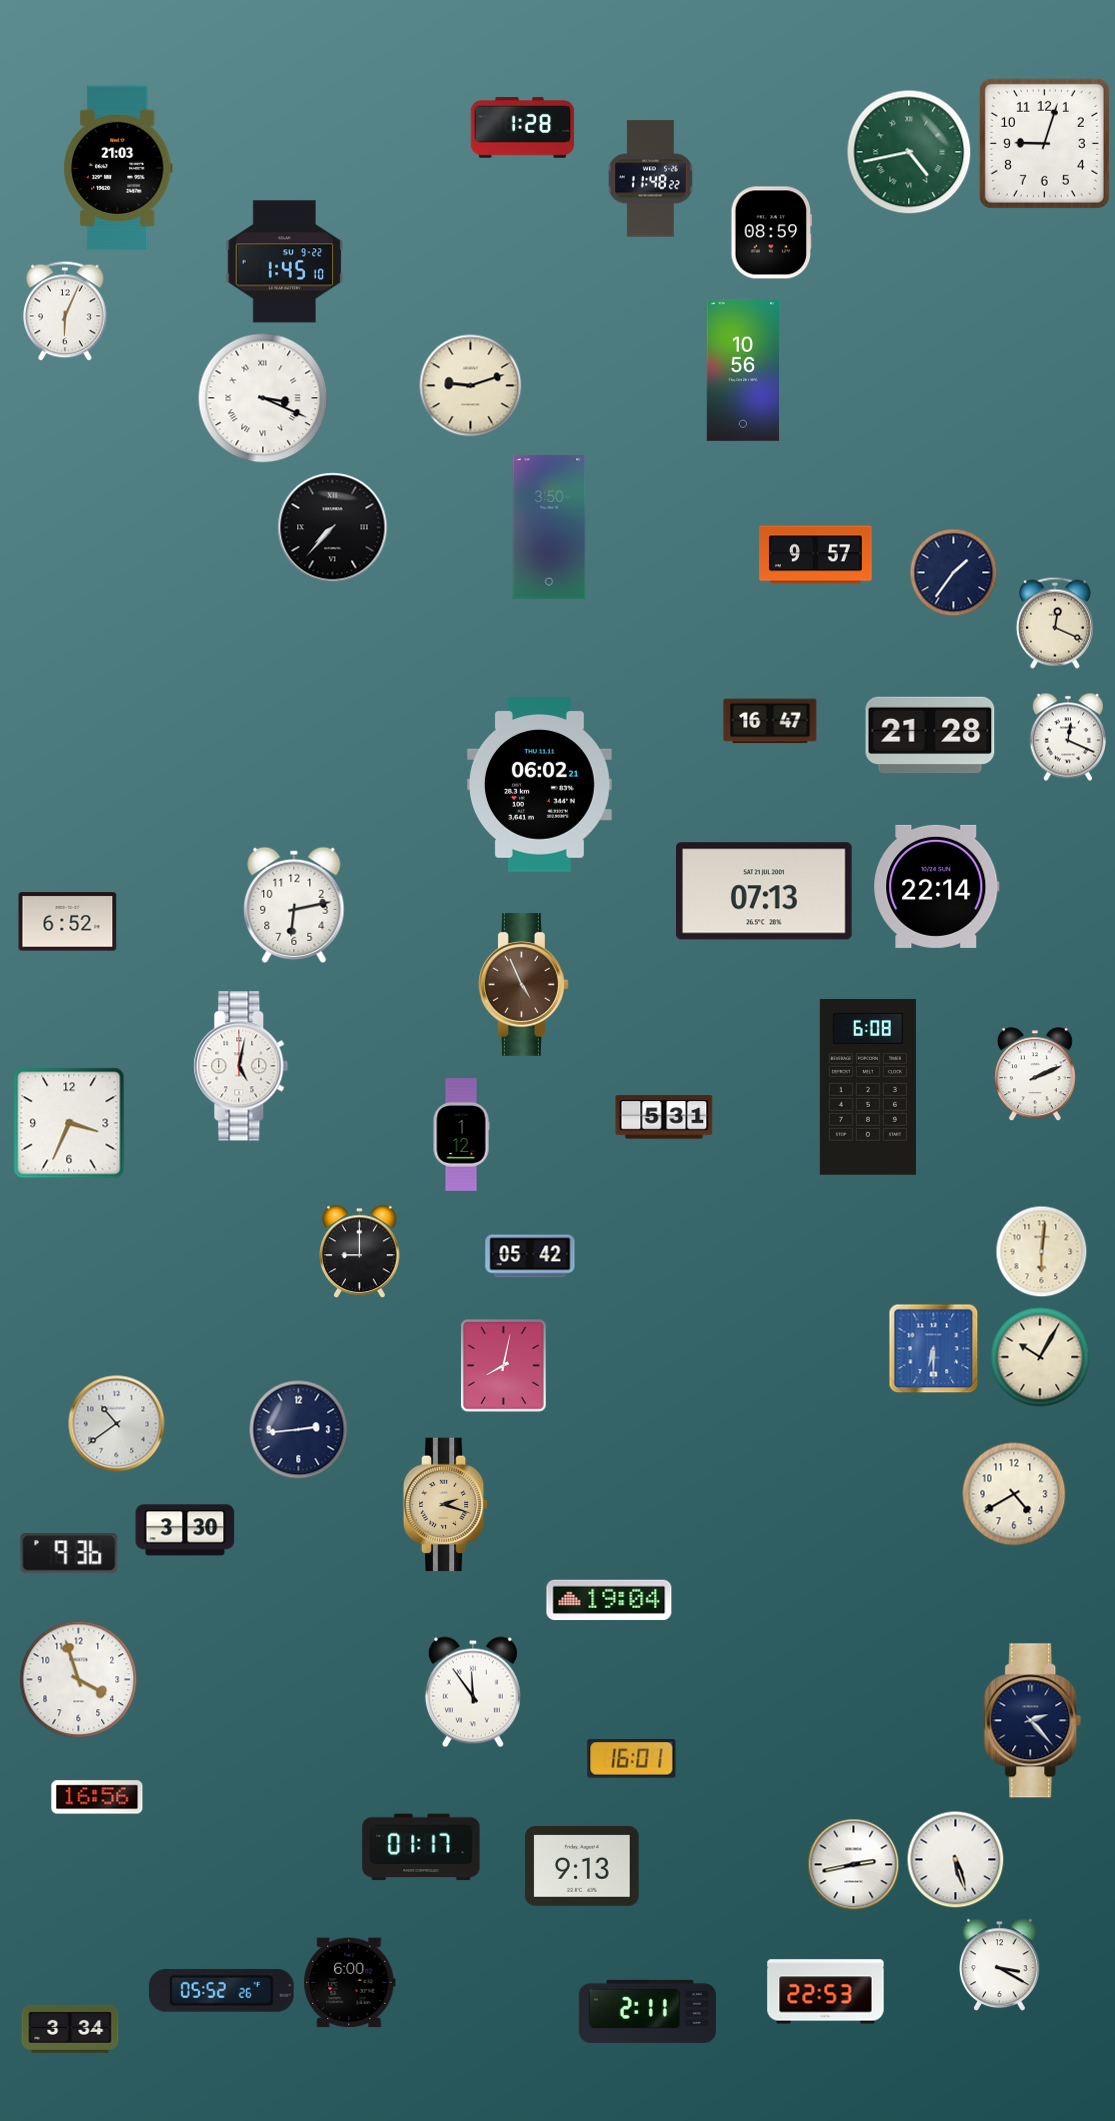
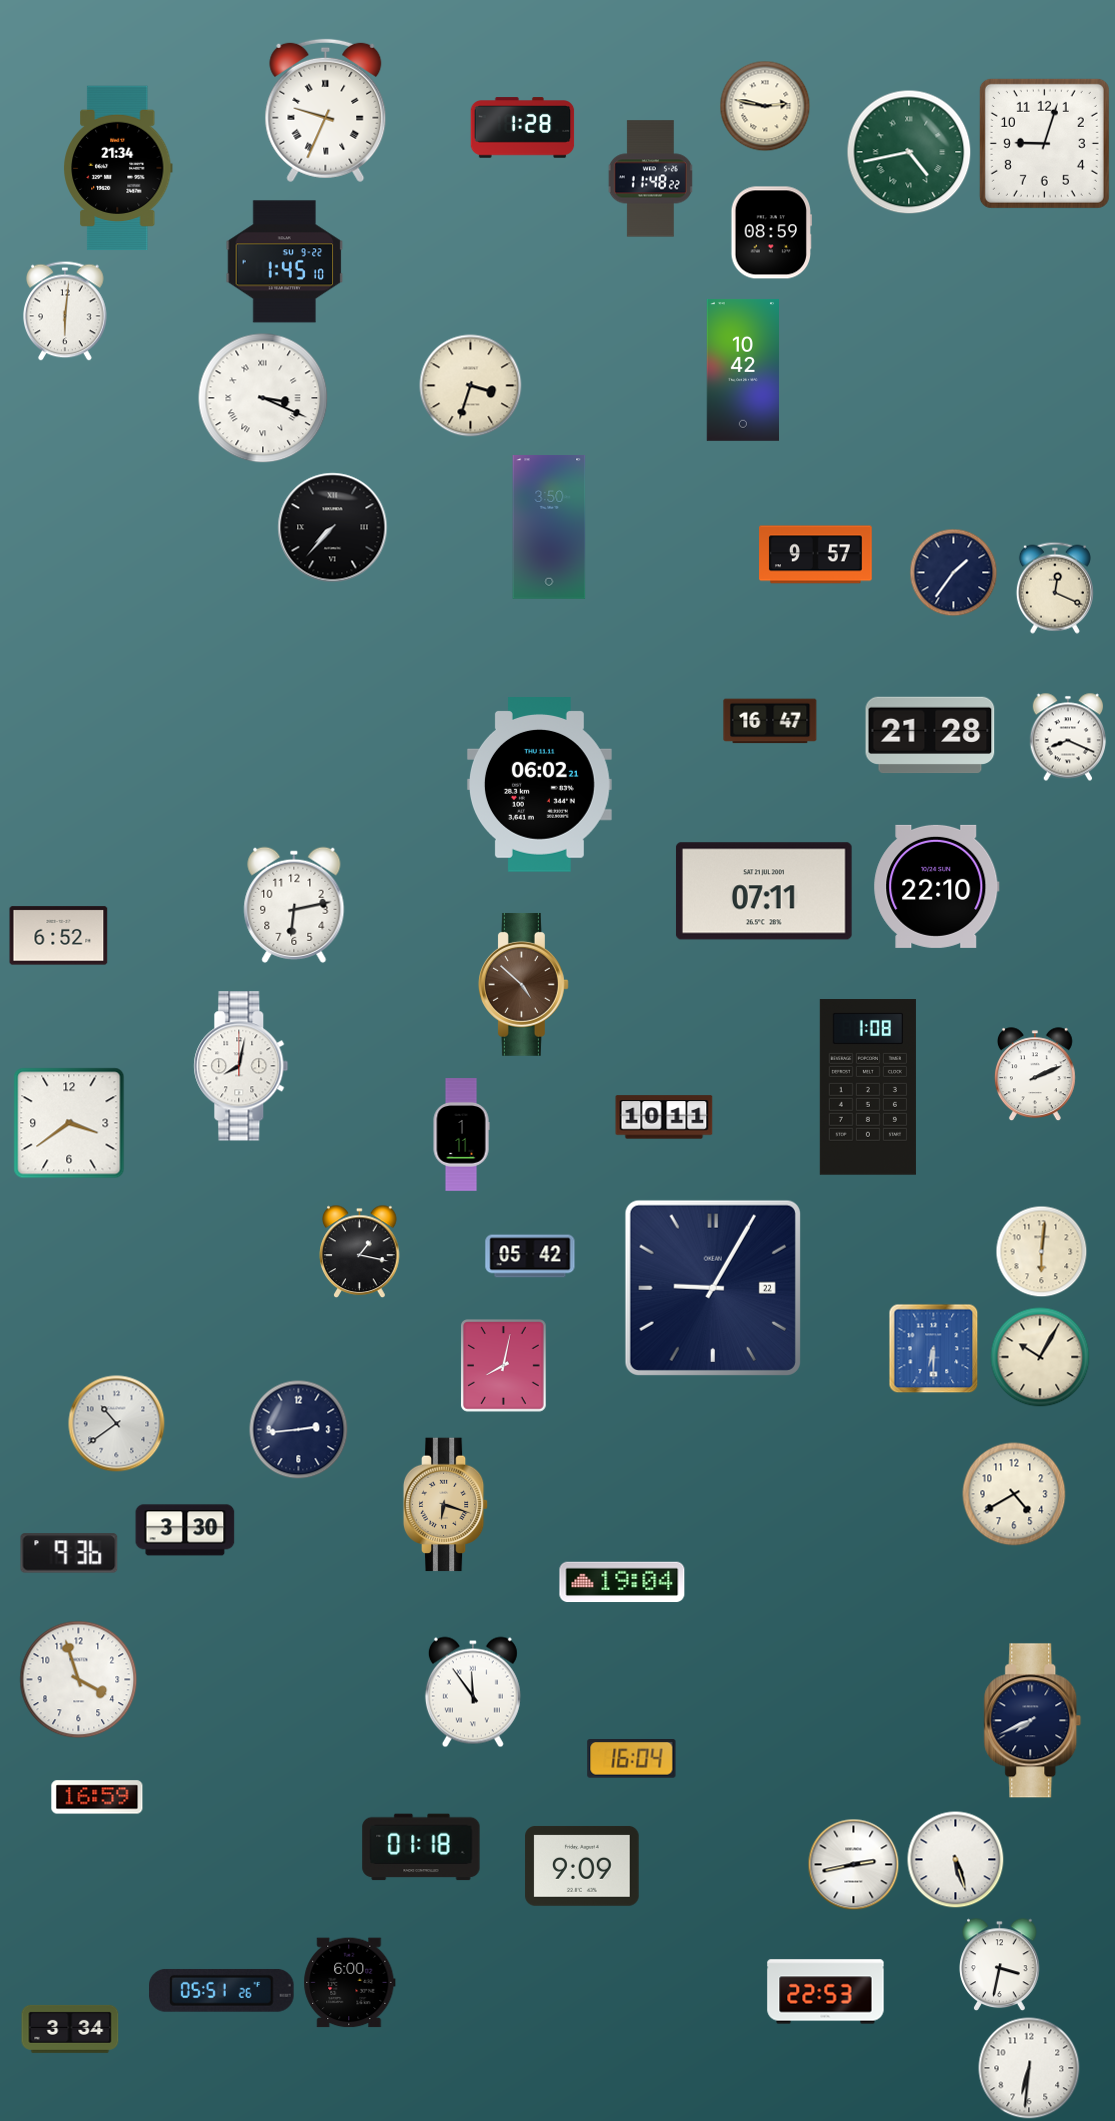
clock at (765, 106): none -> 2:47
clock at (326, 111): none -> 9:34
clock at (119, 168): 21:03 -> 21:34
clock at (66, 311): 6:04 -> 6:01
clock at (742, 370): 10:56 -> 10:42
clock at (471, 386): 9:12 -> 3:33
clock at (1055, 623) position: (1055, 623) -> (1055, 588)
clock at (1068, 737): 12:19 -> 8:19
clock at (937, 886): 22:14 -> 22:10
clock at (764, 891): 07:13 -> 07:11
clock at (68, 922) position: (68, 922) -> (59, 936)
clock at (523, 984): 4:56 -> 4:52
clock at (241, 1066): 5:02 -> 8:02
clock at (868, 1087): 6:08 -> 1:08
clock at (664, 1117): 5:31 -> 10:11
clock at (69, 1123): 3:34 -> 3:39
clock at (461, 1135): 1:12 -> 1:11
clock at (360, 1252): 9:00 -> 1:17
clock at (713, 1288): none -> 9:05
clock at (446, 1505): 2:18 -> 6:18
clock at (609, 1600) position: (609, 1600) -> (622, 1582)
clock at (1033, 1721): 2:23 -> 7:41
clock at (632, 1759): 16:01 -> 16:04
clock at (97, 1797): 16:56 -> 16:59
clock at (421, 1847): 01:17 -> 01:18
clock at (582, 1866): 9:13 -> 9:09
clock at (1000, 1965): 3:20 -> 3:32
clock at (222, 1990): 05:52 -> 05:51
clock at (647, 2011): 2:11 -> none
clock at (1029, 2068): none -> 6:31
